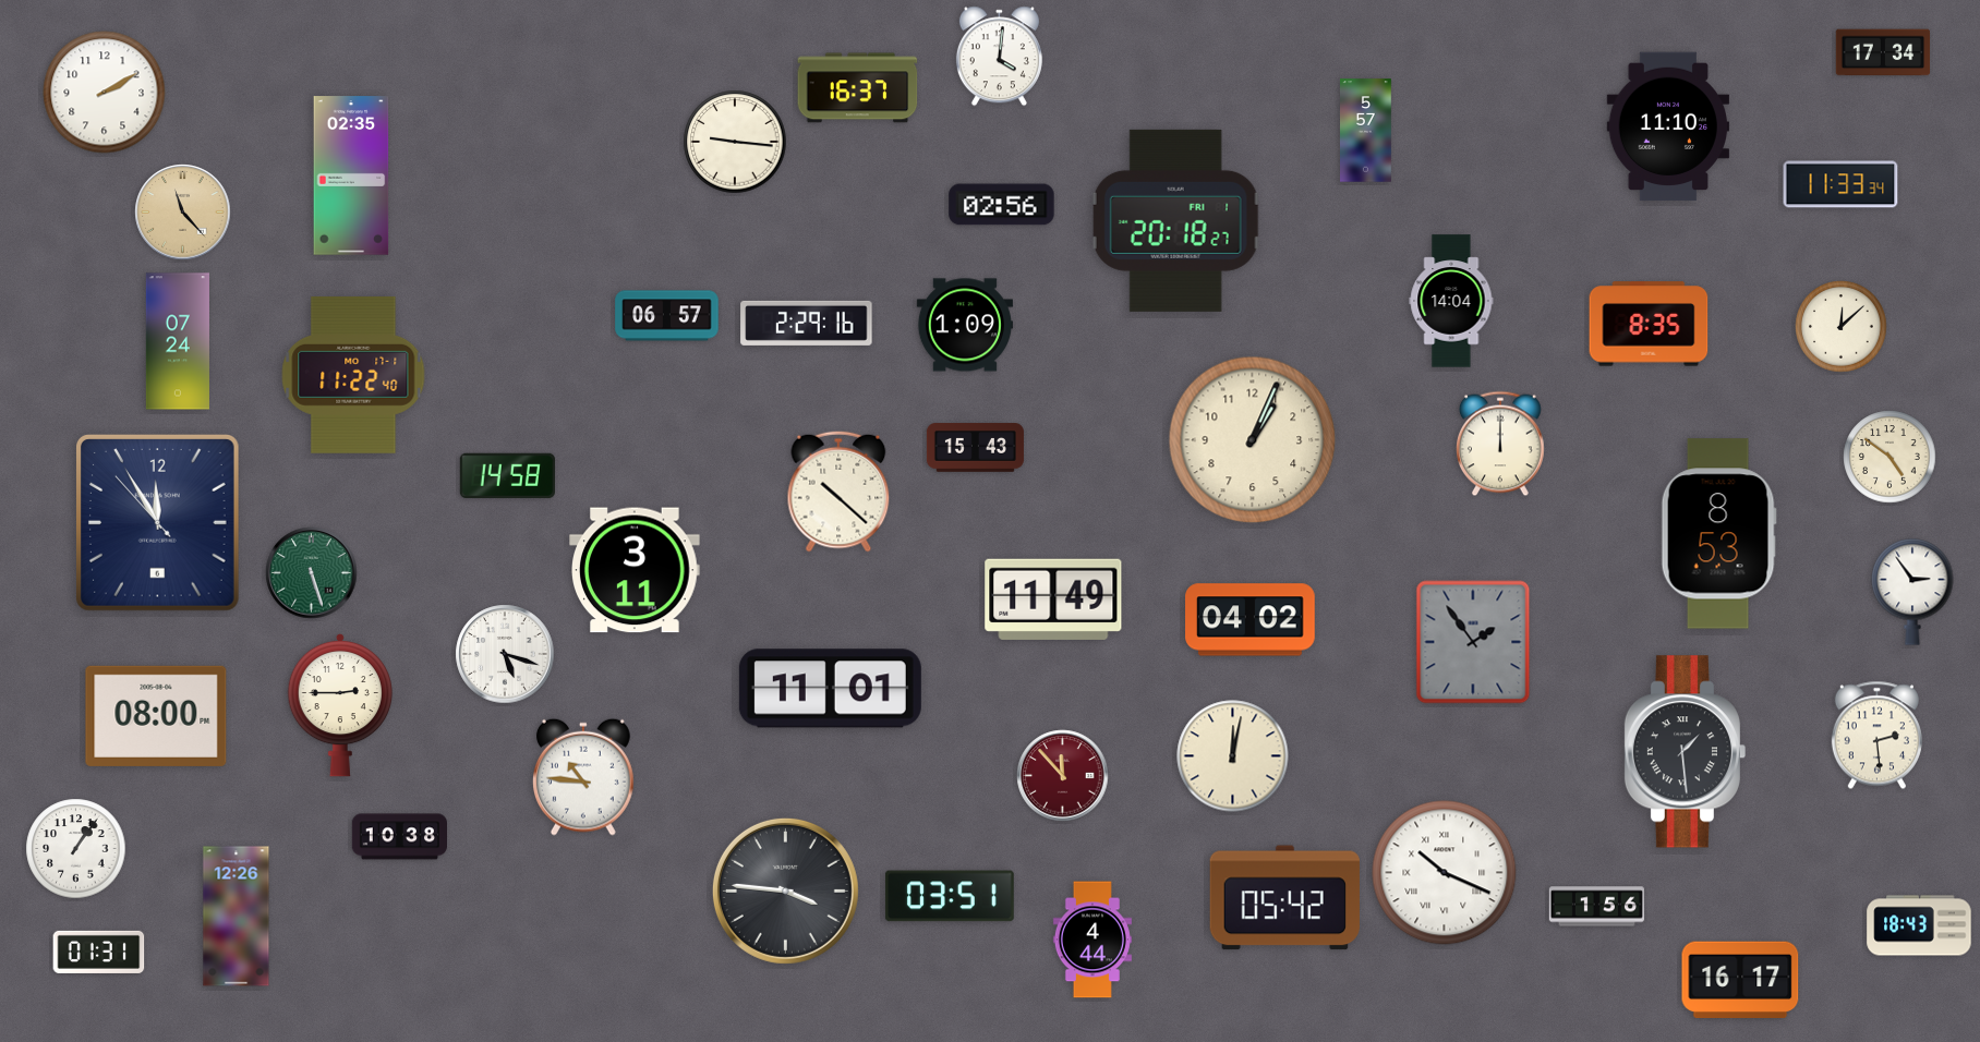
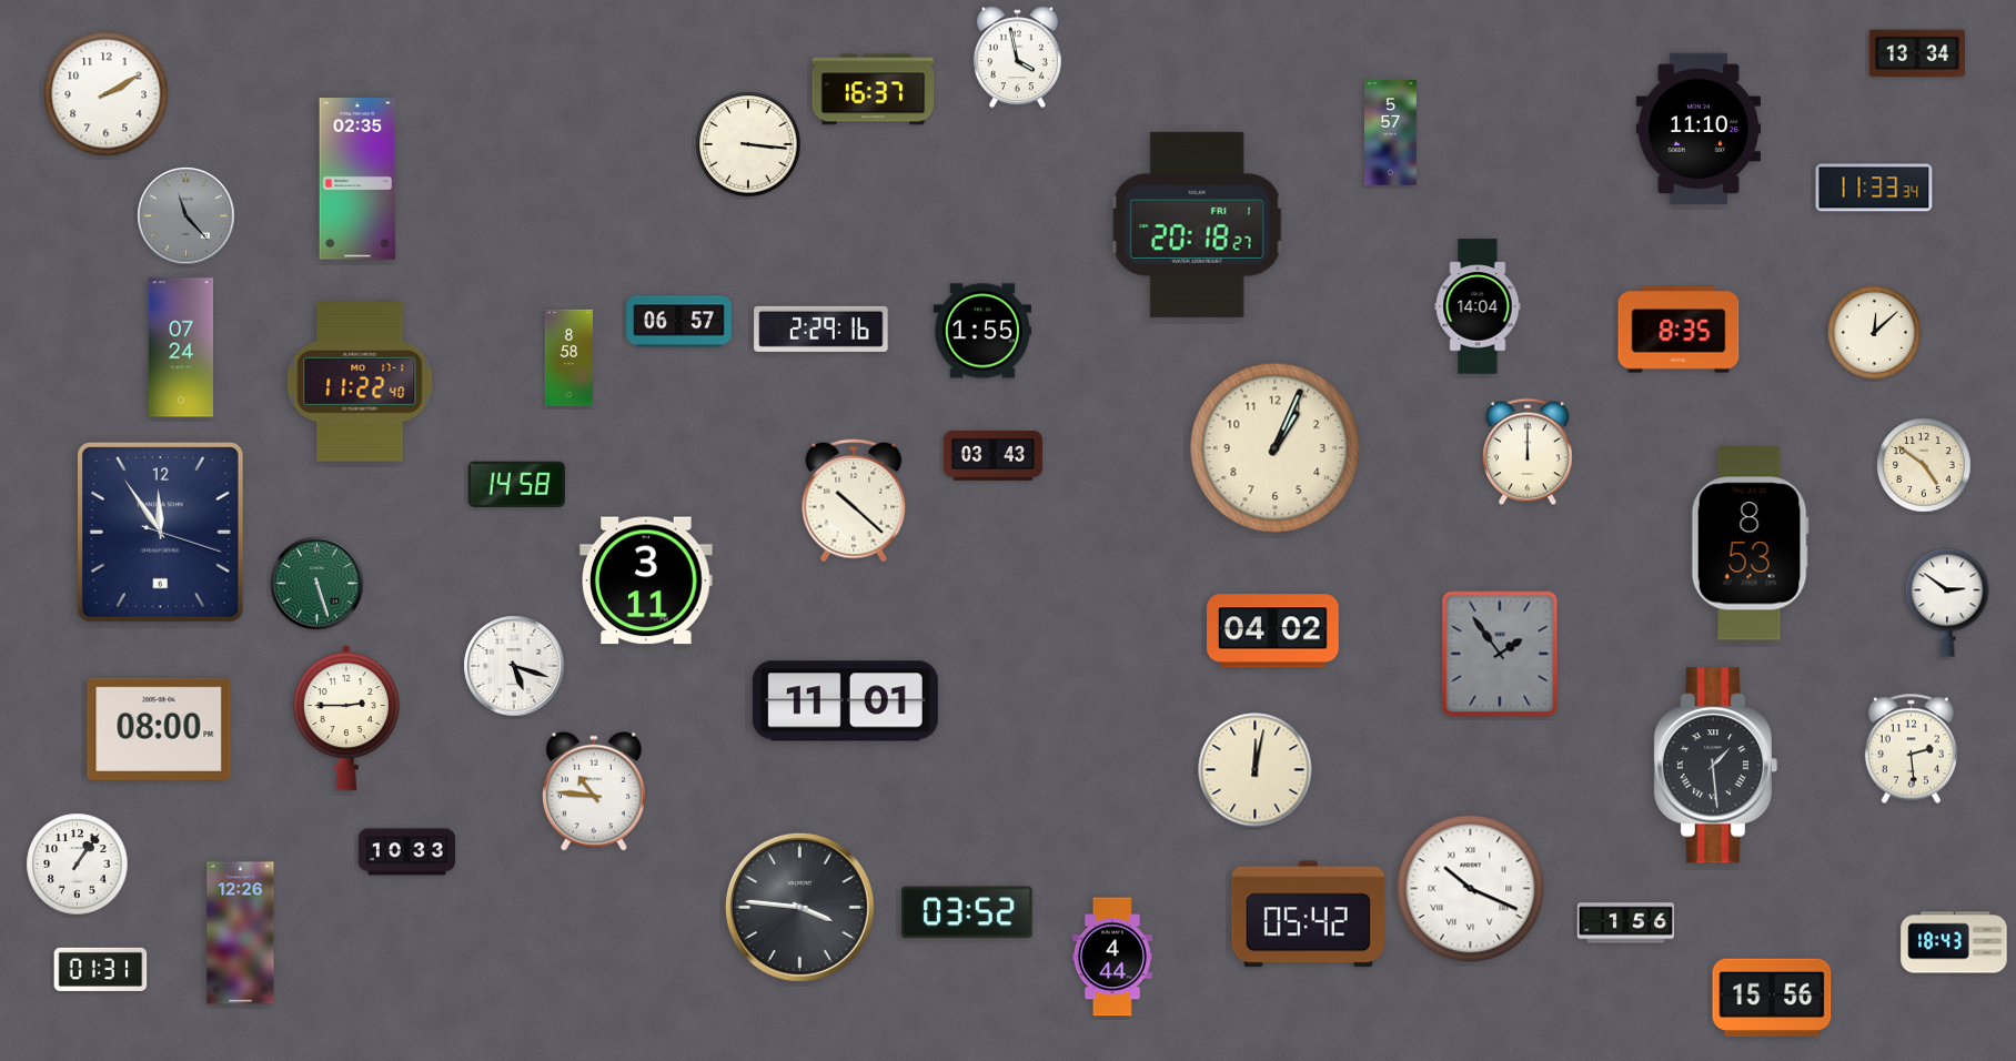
clock at (1883, 52): 17:34 -> 13:34
clock at (999, 57): 4:01 -> 3:58
clock at (735, 142): 9:16 -> 3:16
clock at (1002, 205): 02:56 -> none
clock at (183, 213) dial: champagne -> grey
clock at (965, 325): 1:09 -> 1:55
clock at (568, 358): none -> 8:58
clock at (975, 448): 15:43 -> 03:43
clock at (157, 523): 11:54:53 -> 11:54:18
clock at (1912, 592): 2:54 -> 2:51
clock at (1053, 599): 11:49 -> none
clock at (1063, 776): 11:53 -> none
clock at (399, 837): 10:38 -> 10:33
clock at (950, 896): 03:51 -> 03:52
clock at (1740, 979): 16:17 -> 15:56
